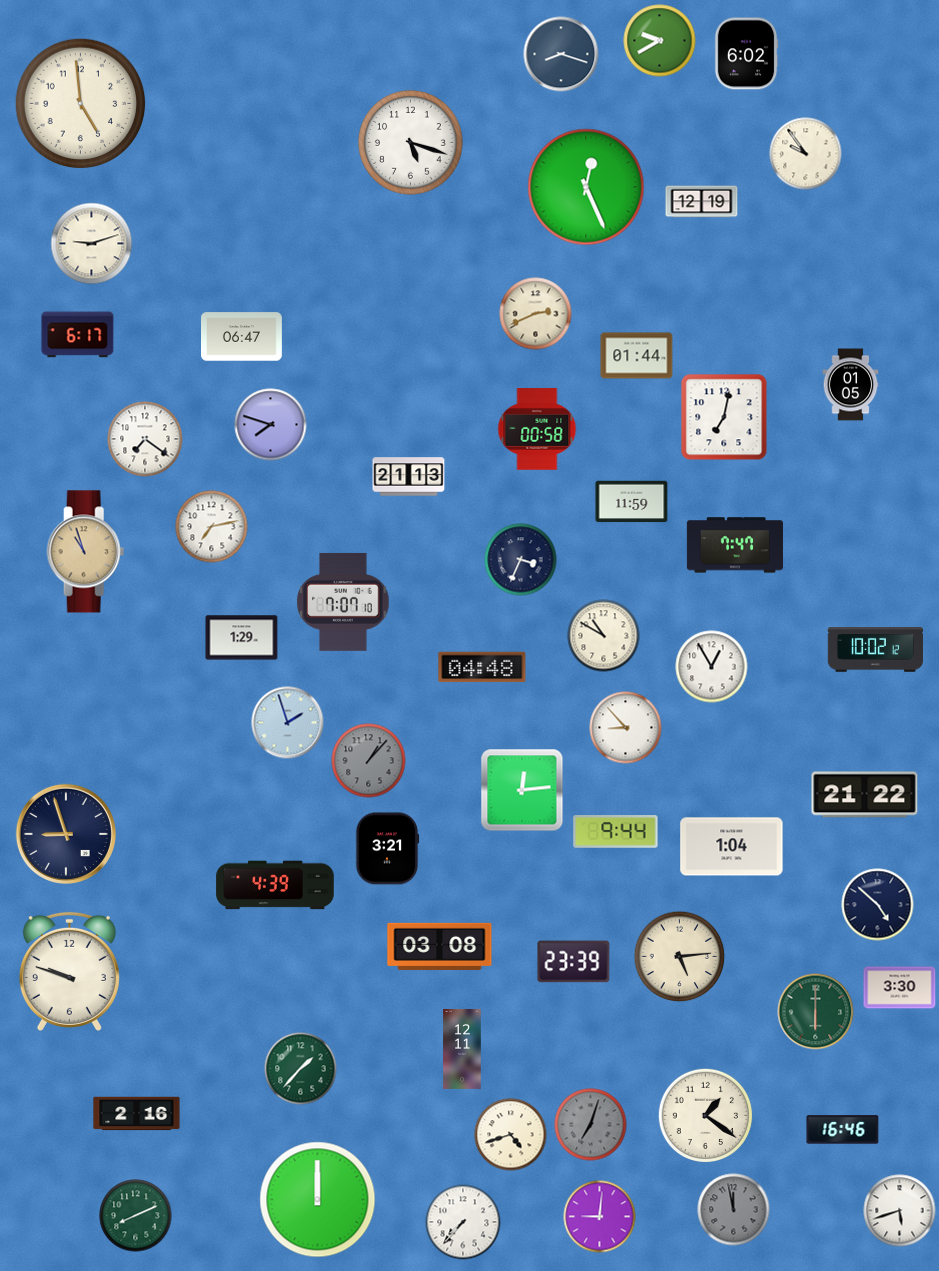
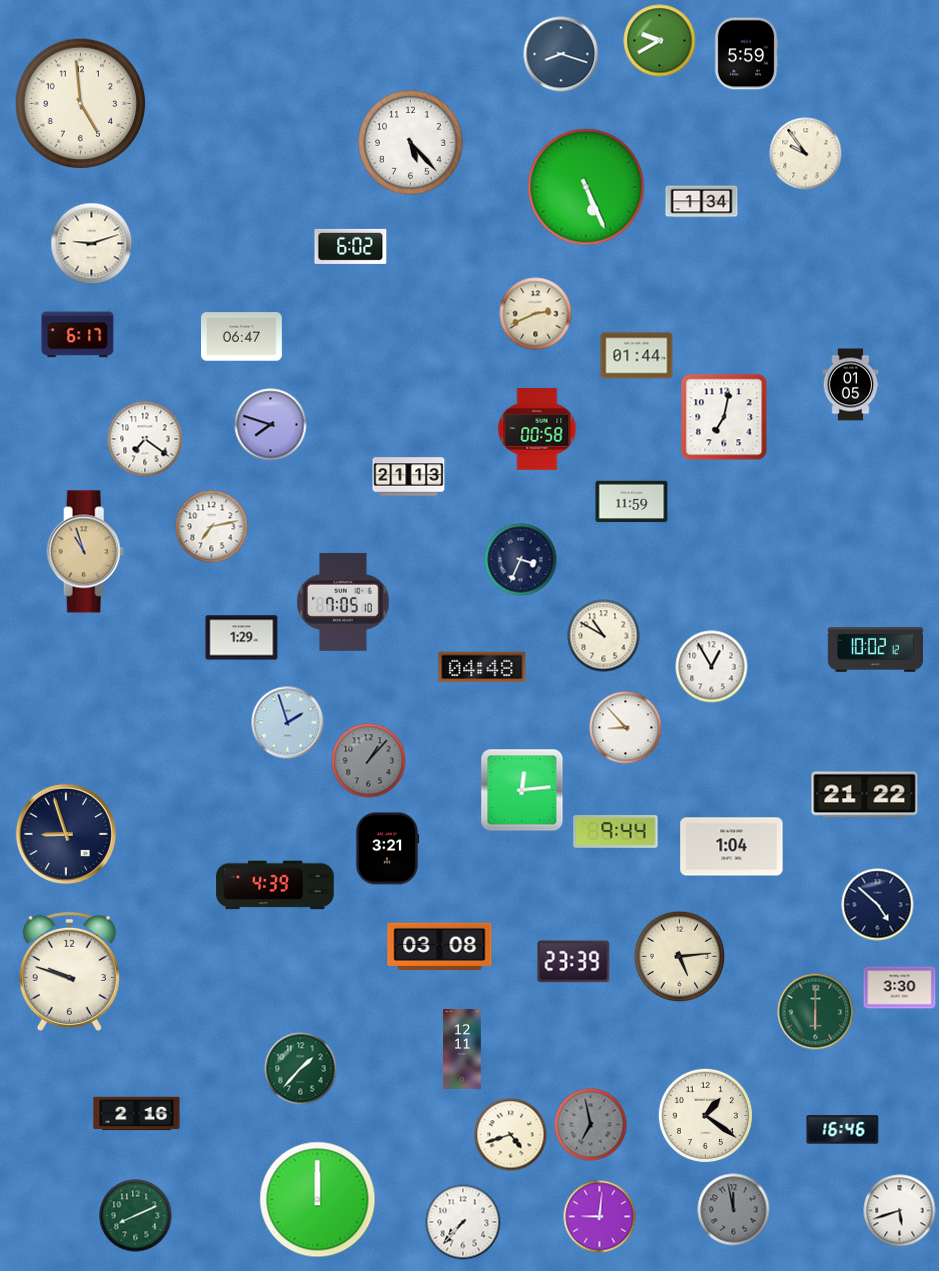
clock at (746, 54): 6:02 -> 5:59
clock at (411, 143): 5:18 -> 5:23
clock at (586, 187): 12:26 -> 5:26
clock at (702, 202): 12:19 -> 1:34
clock at (351, 246): none -> 6:02
clock at (735, 545): 7:47 -> none
clock at (343, 602): 7:07 -> 7:05
clock at (591, 1125): 7:03 -> 6:58
